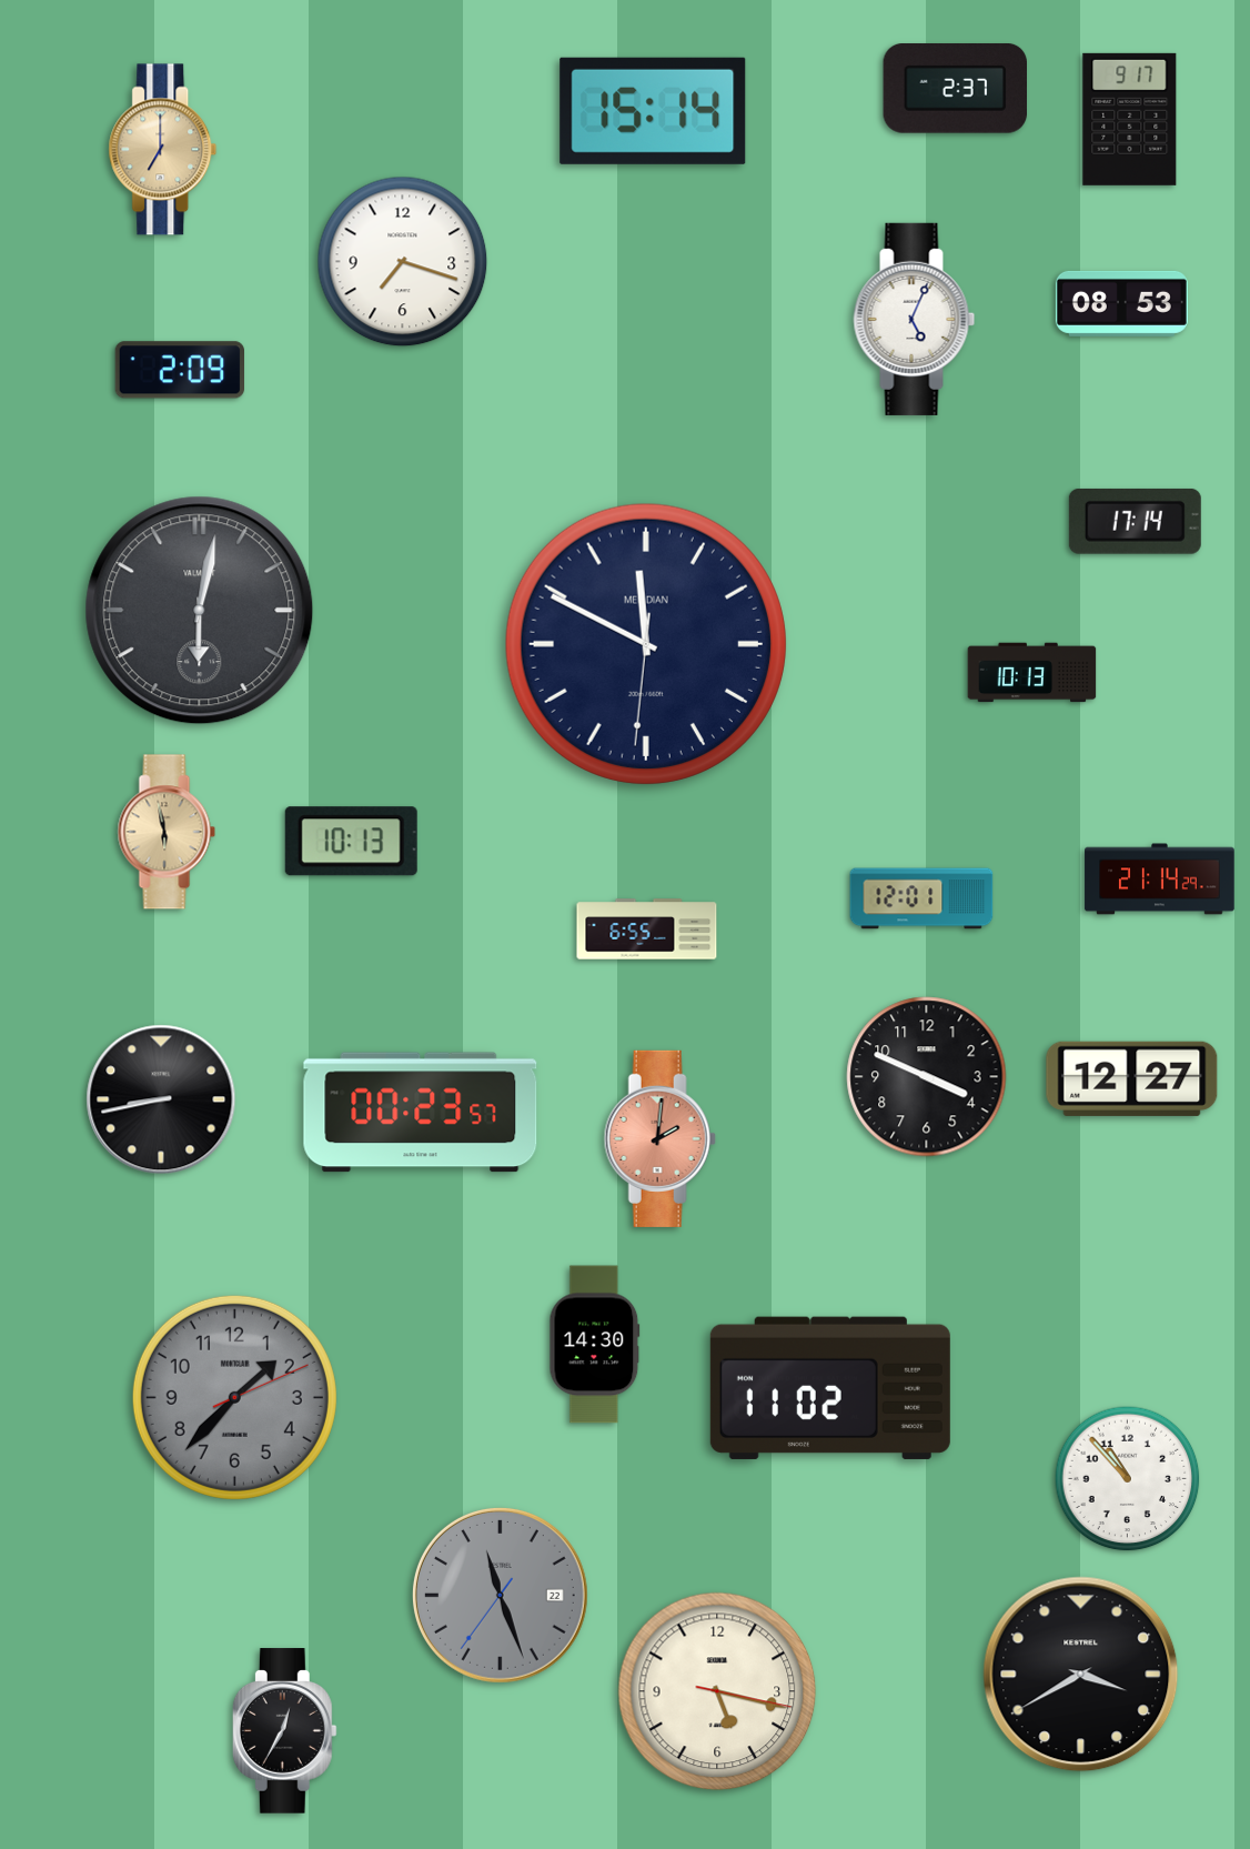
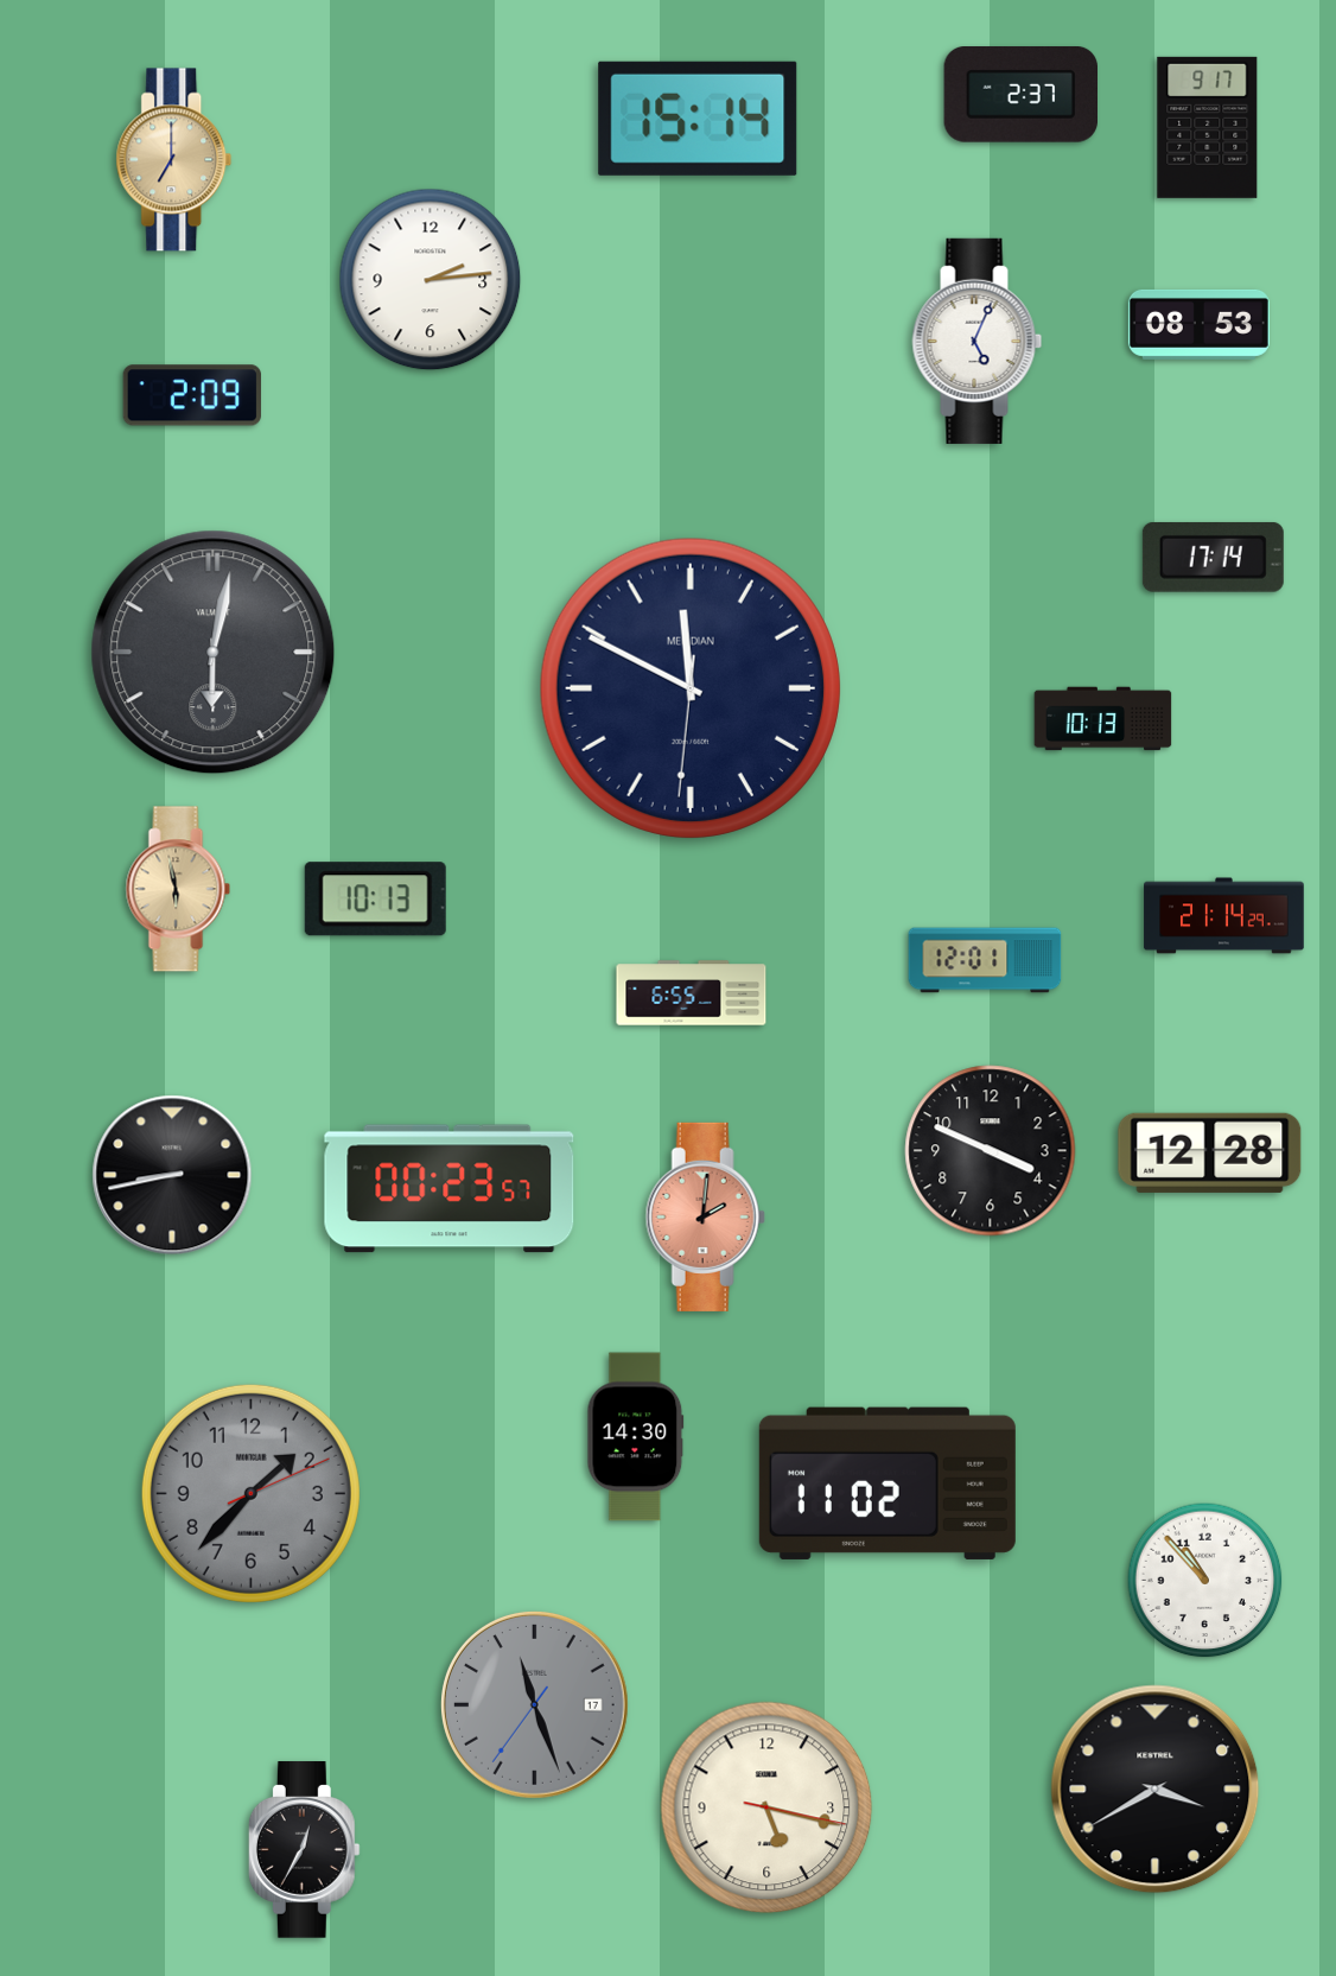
clock at (403, 262): 7:18 -> 2:14
clock at (1160, 880) position: (1160, 880) -> (1224, 916)
clock at (1132, 1078): 12:27 -> 12:28
clock at (500, 1595) date: 22 -> 17
